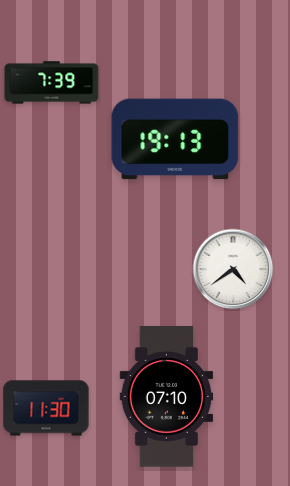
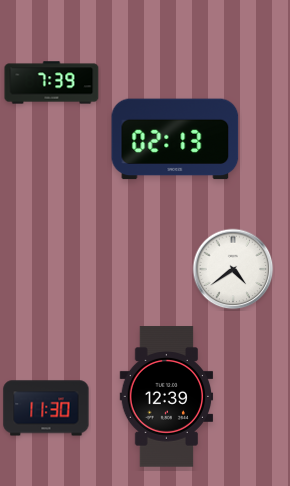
clock at (175, 139): 19:13 -> 02:13
clock at (167, 397): 07:10 -> 12:39
